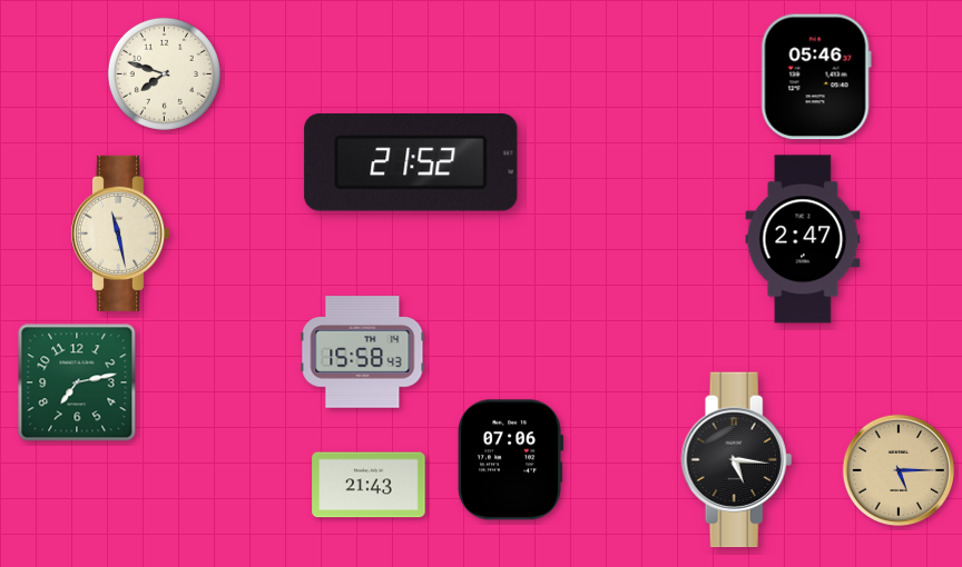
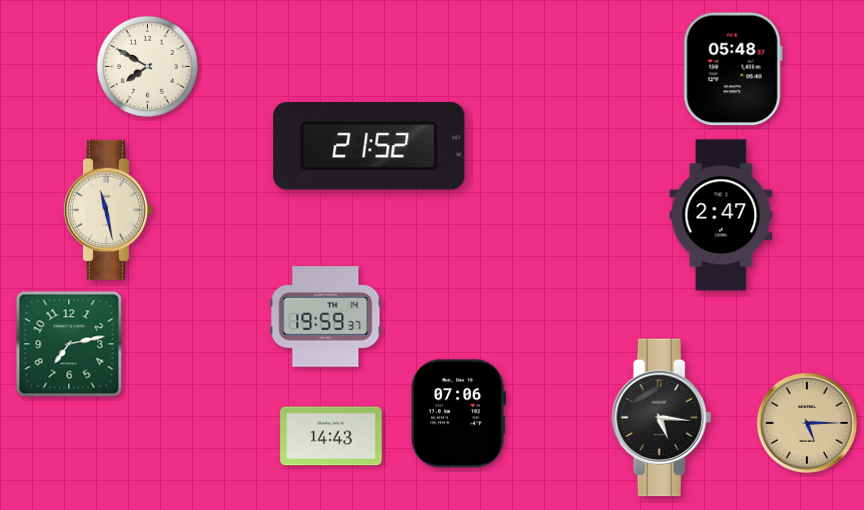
clock at (164, 73): 7:48 -> 7:50
clock at (816, 77): 05:46 -> 05:48
clock at (363, 352): 15:58 -> 19:59
clock at (737, 460) position: (737, 460) -> (662, 418)
clock at (369, 485): 21:43 -> 14:43
